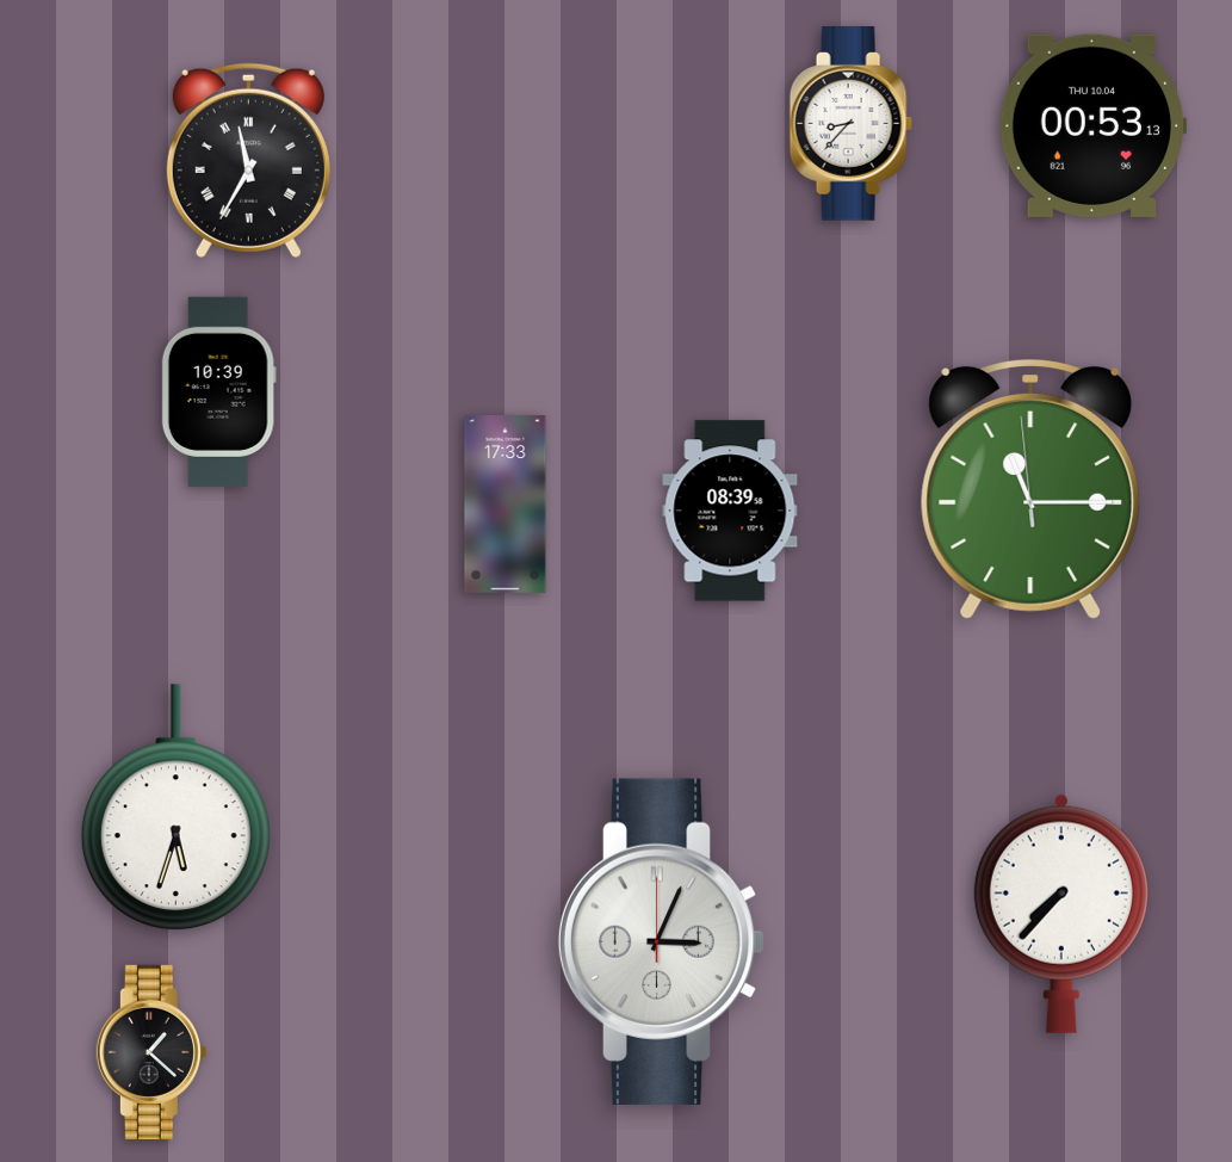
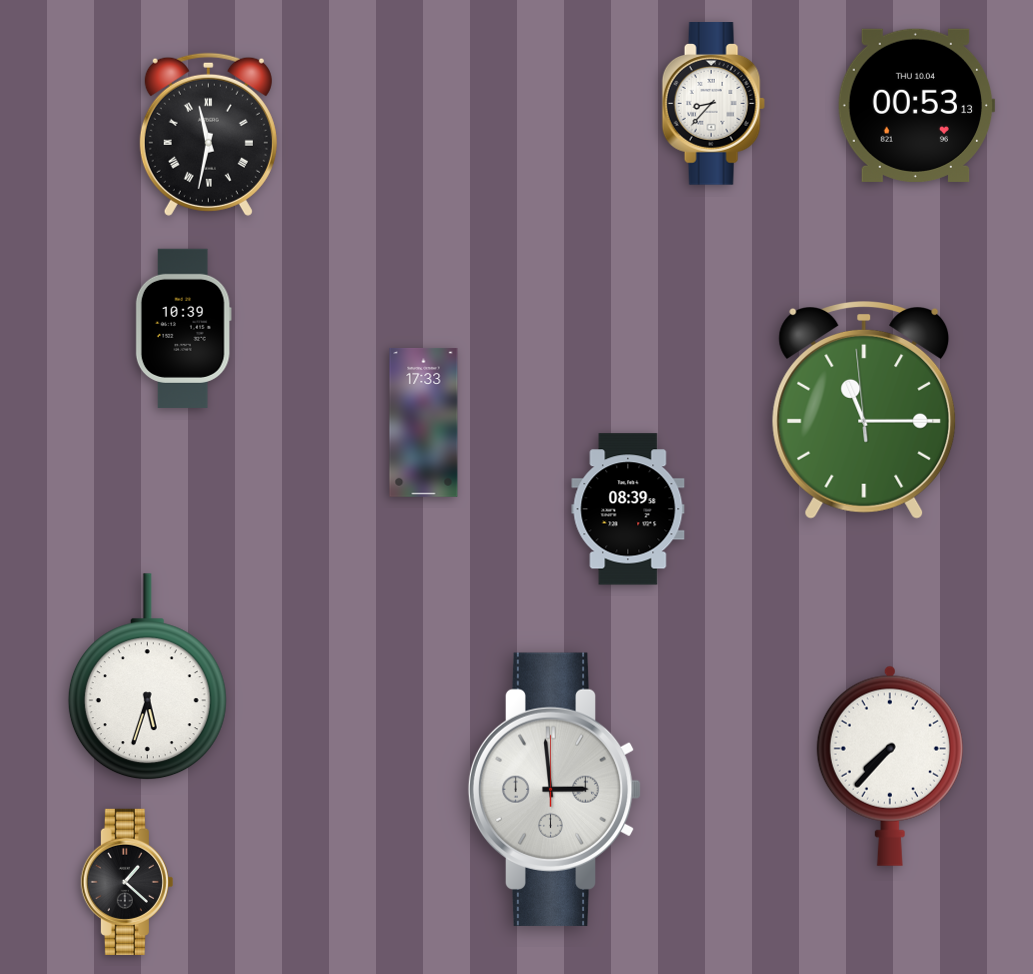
clock at (248, 160): 11:35 -> 11:32
clock at (730, 511) position: (730, 511) -> (628, 509)
clock at (662, 941): 3:04 -> 2:59
